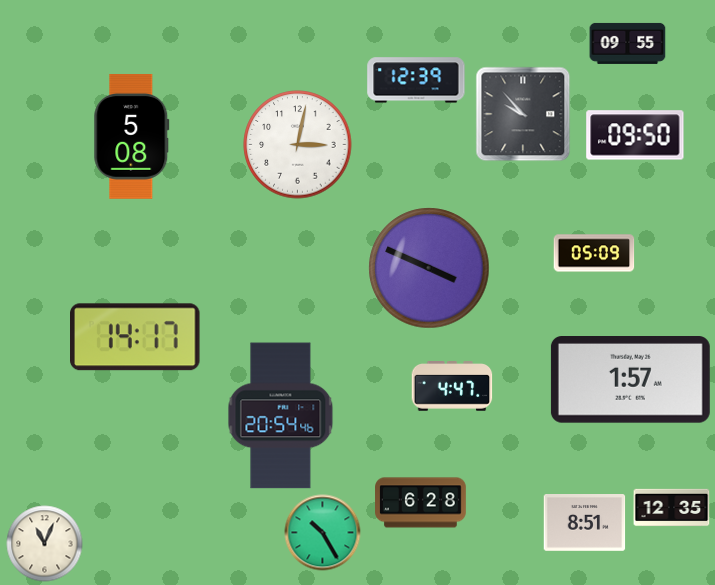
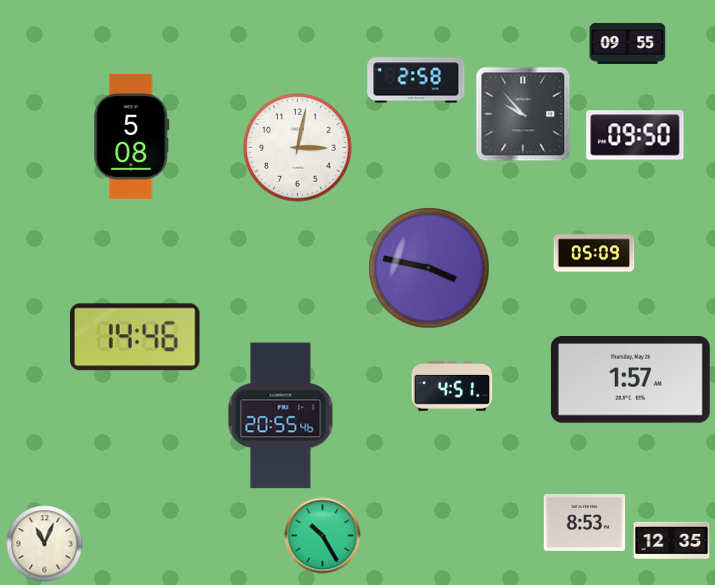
clock at (416, 80): 12:39 -> 2:58
clock at (298, 145) position: (298, 145) -> (298, 148)
clock at (429, 268): 3:49 -> 3:47
clock at (136, 337): 14:17 -> 14:46
clock at (452, 387): 4:47 -> 4:51
clock at (281, 416): 20:54 -> 20:55
clock at (421, 503): 6:28 -> none
clock at (672, 508) position: (672, 508) -> (672, 541)
clock at (585, 523): 8:51 -> 8:53
clock at (323, 533) position: (323, 533) -> (323, 536)
